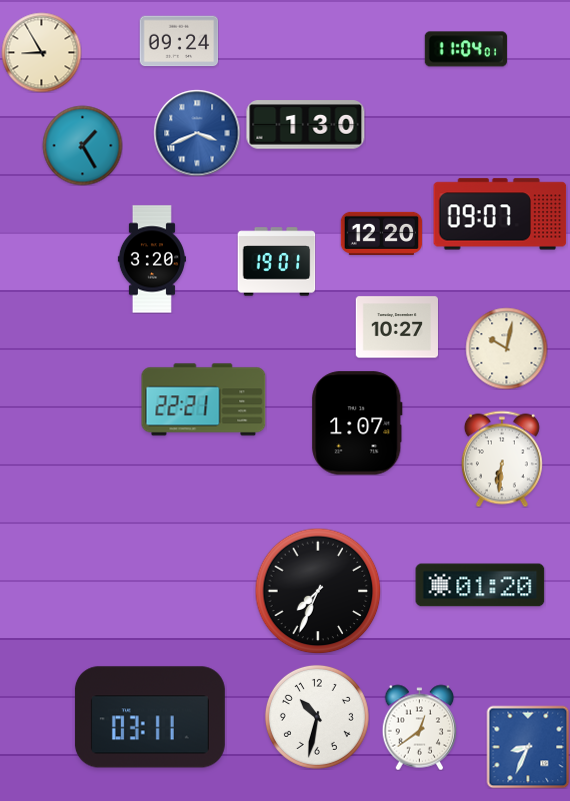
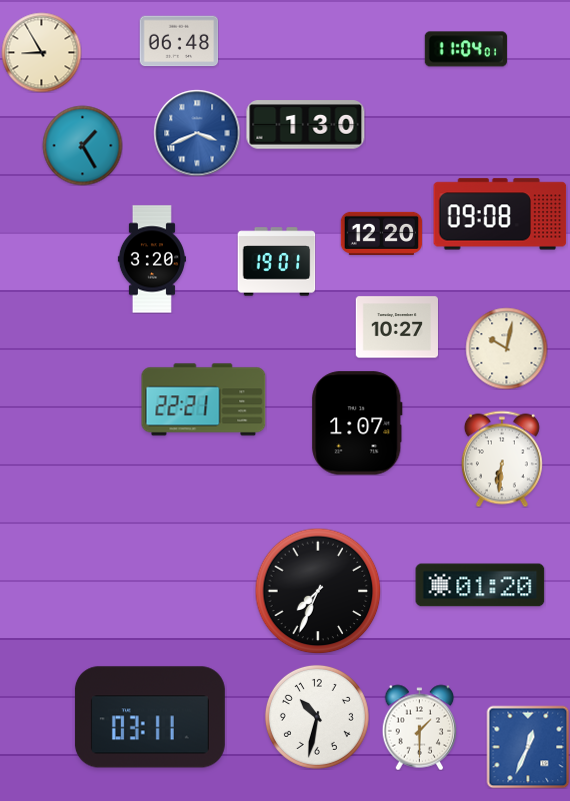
clock at (179, 41): 09:24 -> 06:48
clock at (500, 214): 09:07 -> 09:08
clock at (420, 727): 12:39 -> 1:30
clock at (528, 747): 8:34 -> 12:34
